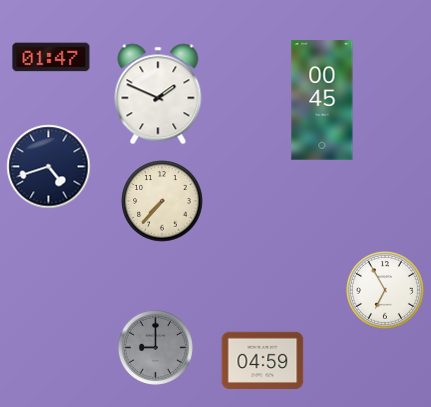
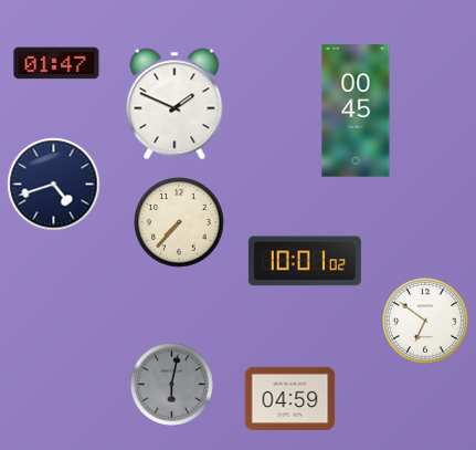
clock at (305, 261): none -> 10:01
clock at (385, 290): 6:55 -> 6:51
clock at (155, 347): 9:00 -> 6:02
